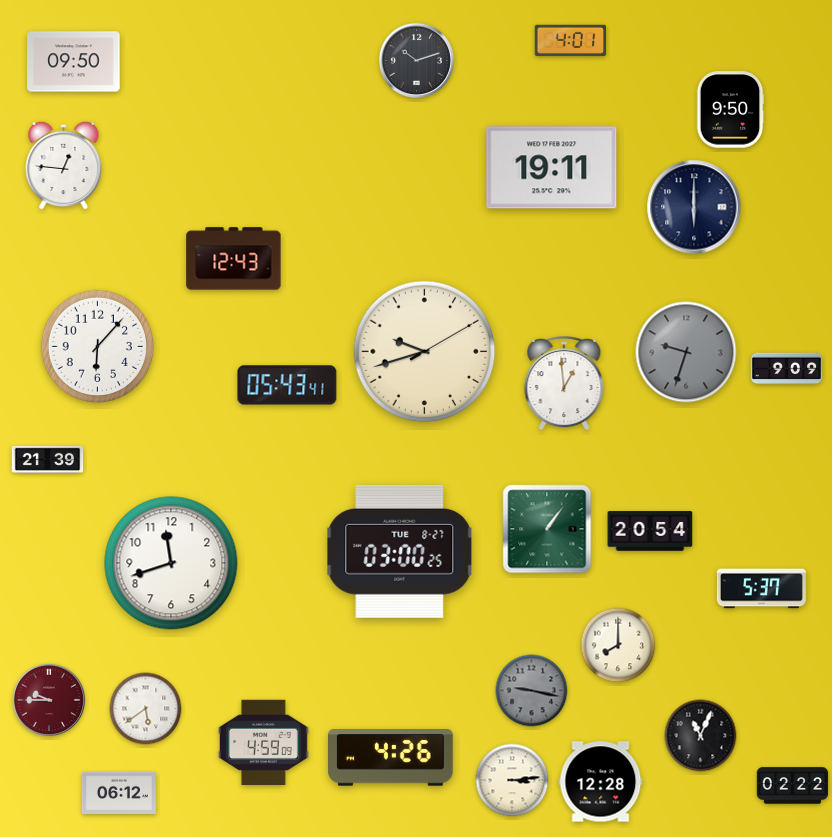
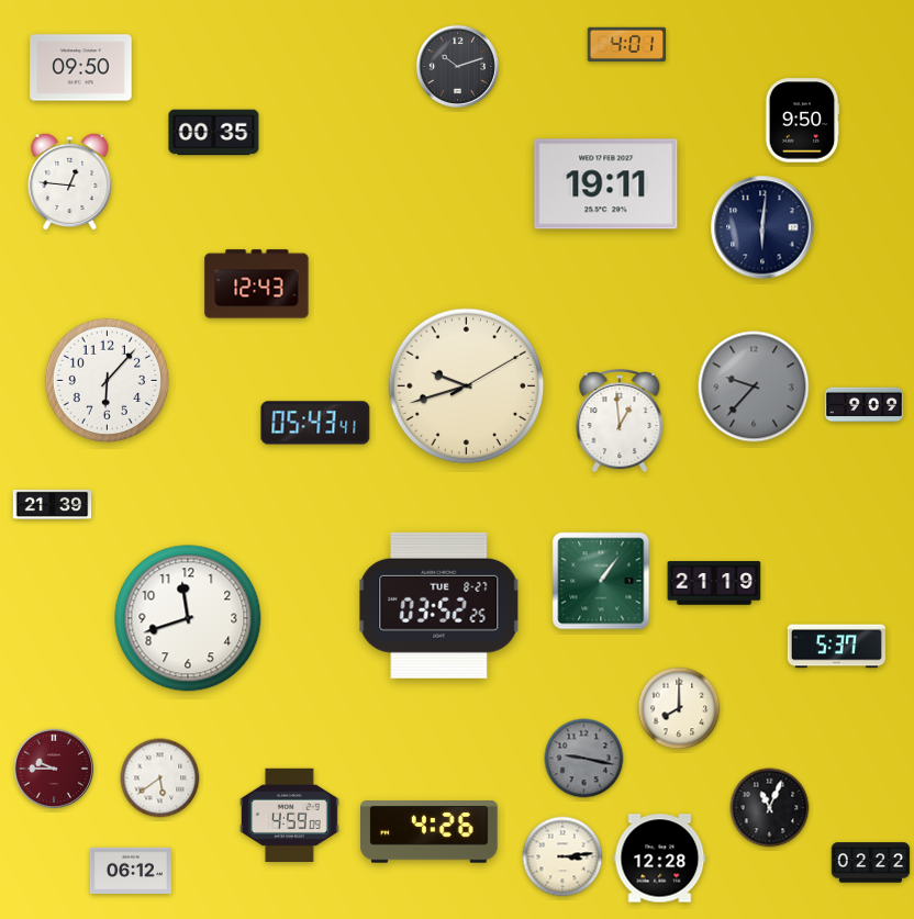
clock at (214, 133): none -> 00:35
clock at (694, 207): 6:00 -> 6:01
clock at (686, 352): 9:33 -> 9:37
clock at (650, 531): 20:54 -> 21:19
clock at (400, 551): 03:00 -> 03:52
